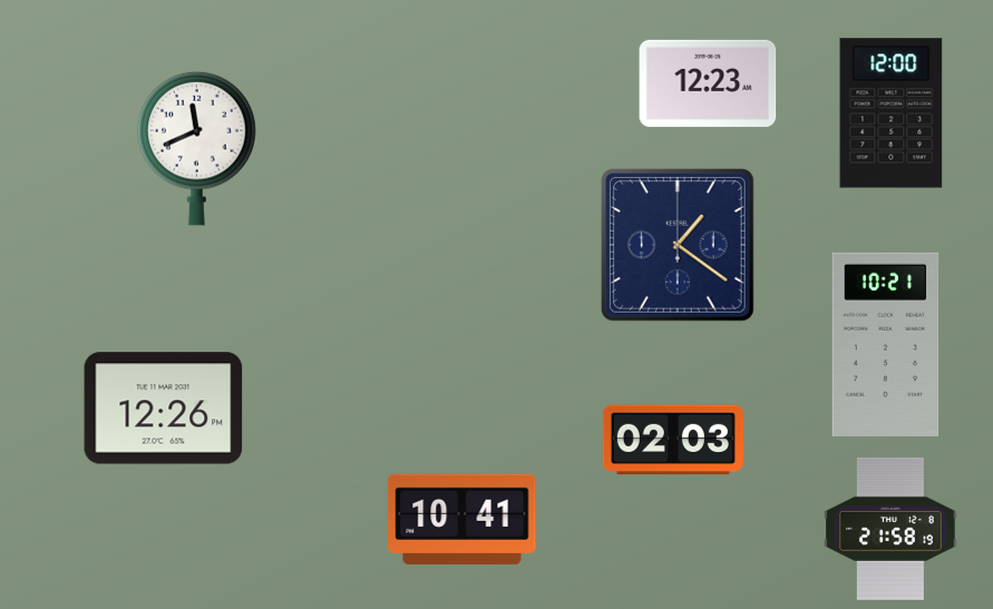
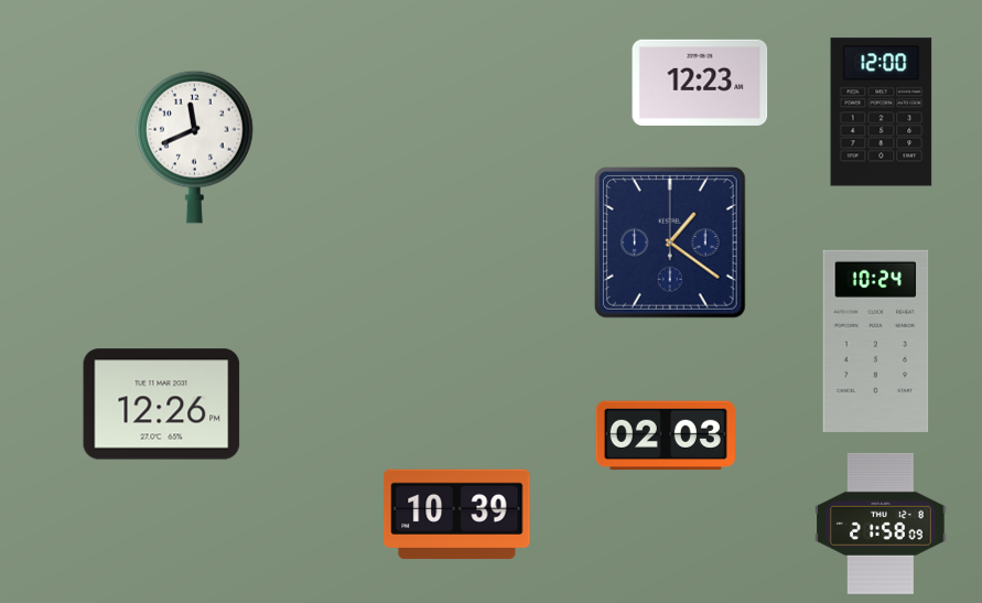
clock at (886, 344): 10:21 -> 10:24
clock at (463, 520): 10:41 -> 10:39
clock at (890, 529): 21:58:19 -> 21:58:09
